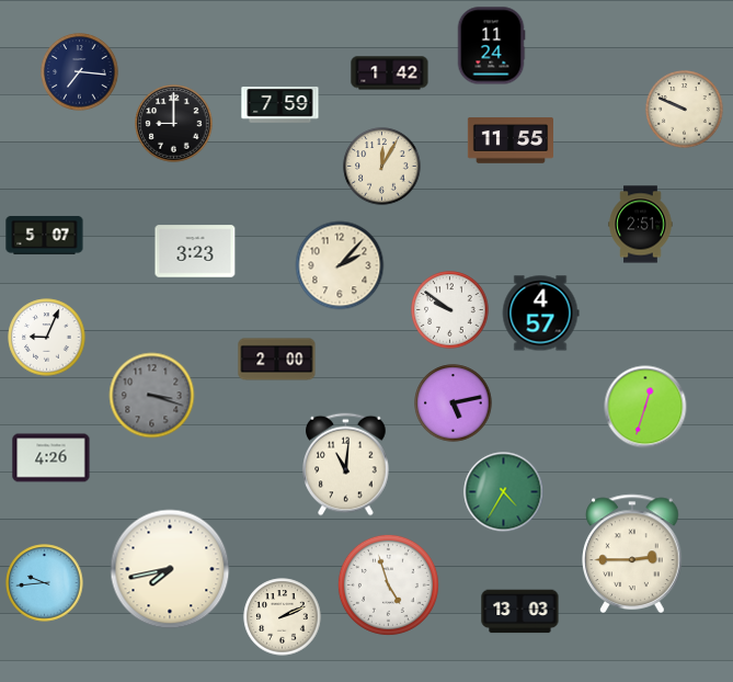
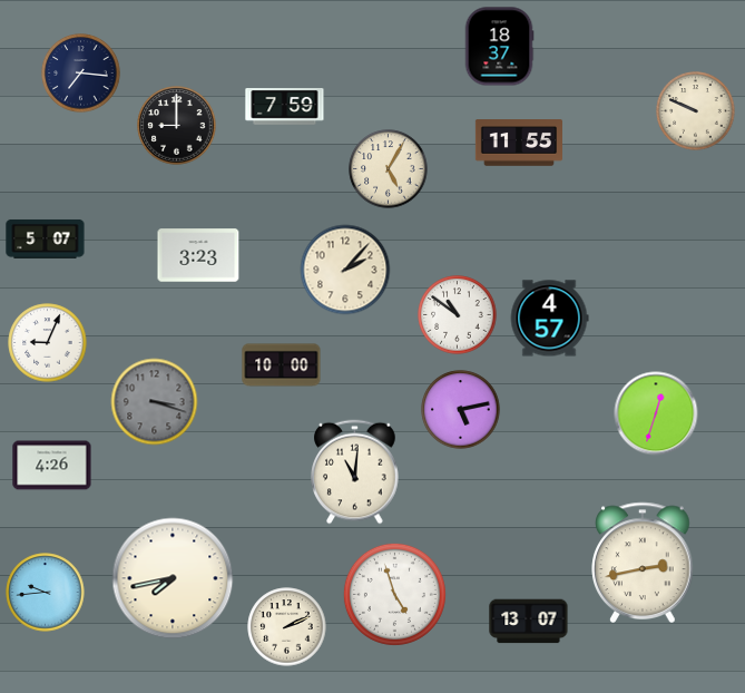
clock at (491, 46): 11:24 -> 18:37
clock at (390, 73): 1:42 -> none
clock at (382, 167): 12:05 -> 5:05
clock at (641, 225): 2:51 -> none
clock at (450, 310): 9:51 -> 10:51
clock at (277, 360): 2:00 -> 10:00
clock at (346, 465) position: (346, 465) -> (355, 472)
clock at (504, 492): 4:35 -> none
clock at (632, 554): 2:45 -> 2:43
clock at (520, 612): 13:03 -> 13:07
